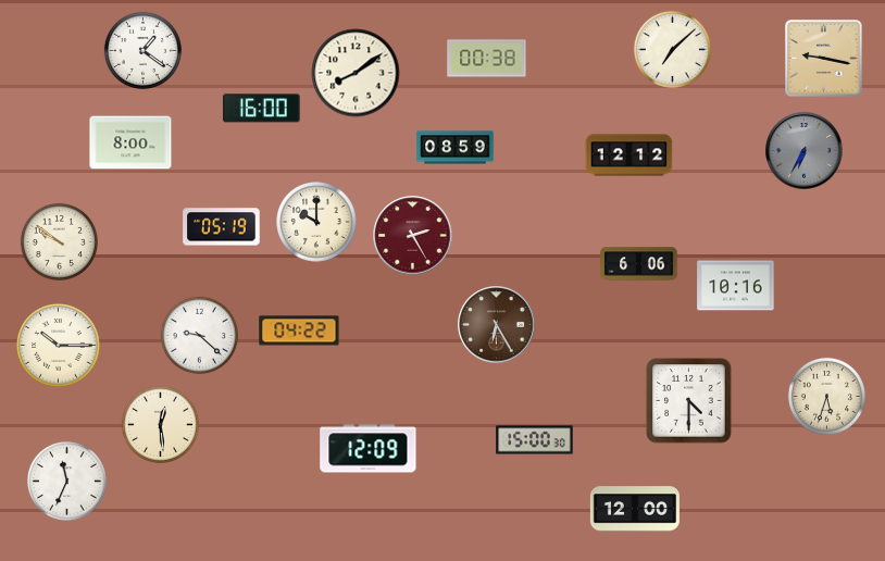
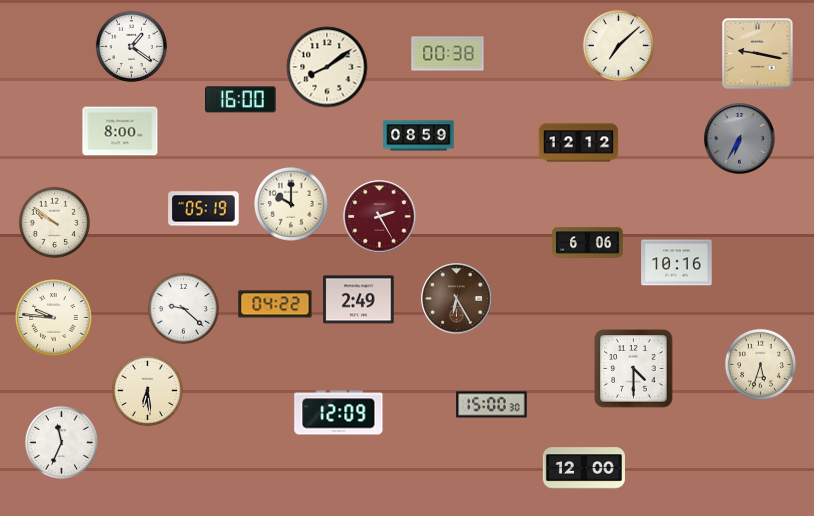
clock at (359, 300): none -> 2:49
clock at (59, 346): 10:15 -> 9:46
clock at (160, 424): 12:29 -> 6:29
